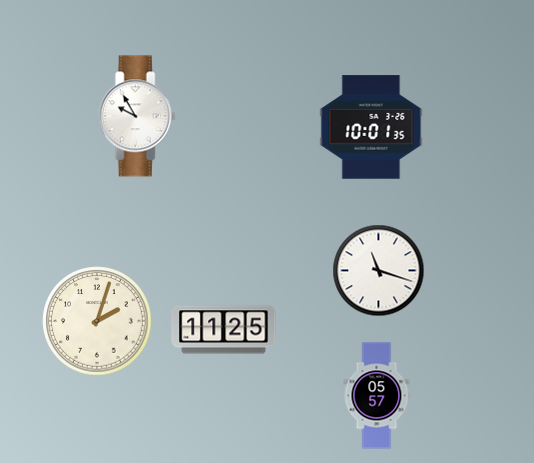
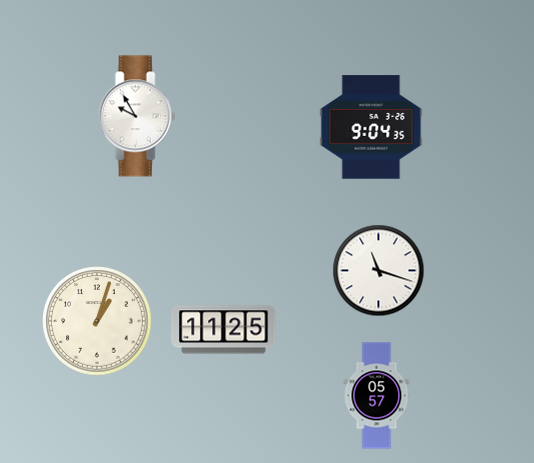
clock at (371, 127): 10:01 -> 9:04
clock at (97, 321): 2:03 -> 1:03
